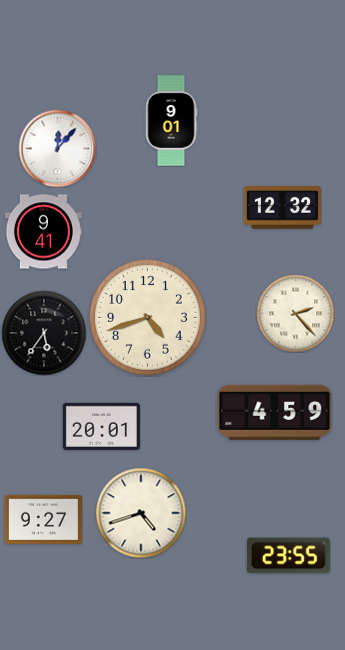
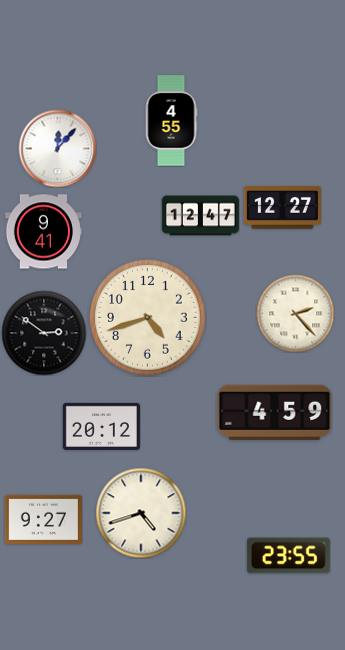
clock at (171, 121): 9:01 -> 4:55
clock at (282, 208): 12:32 -> 12:27
clock at (200, 216): none -> 12:47
clock at (44, 333): 5:36 -> 2:51
clock at (101, 426): 20:01 -> 20:12
